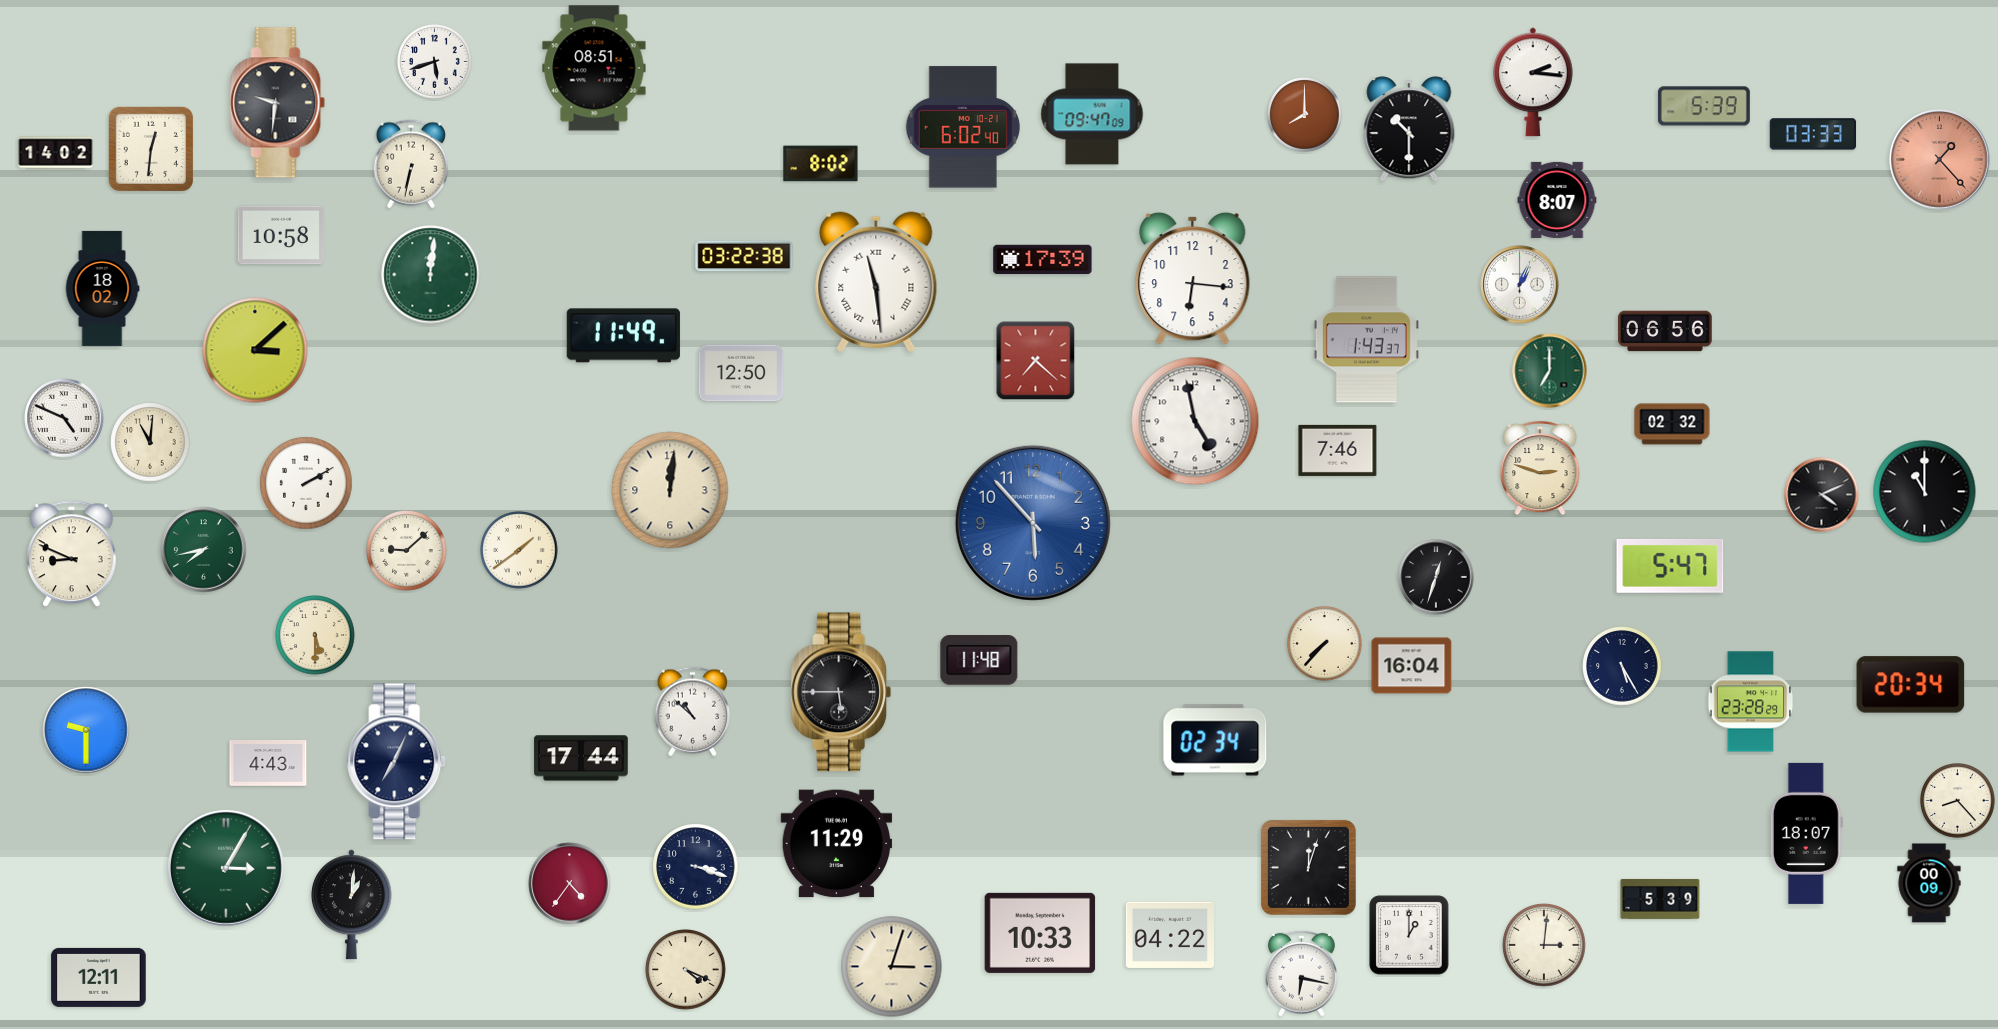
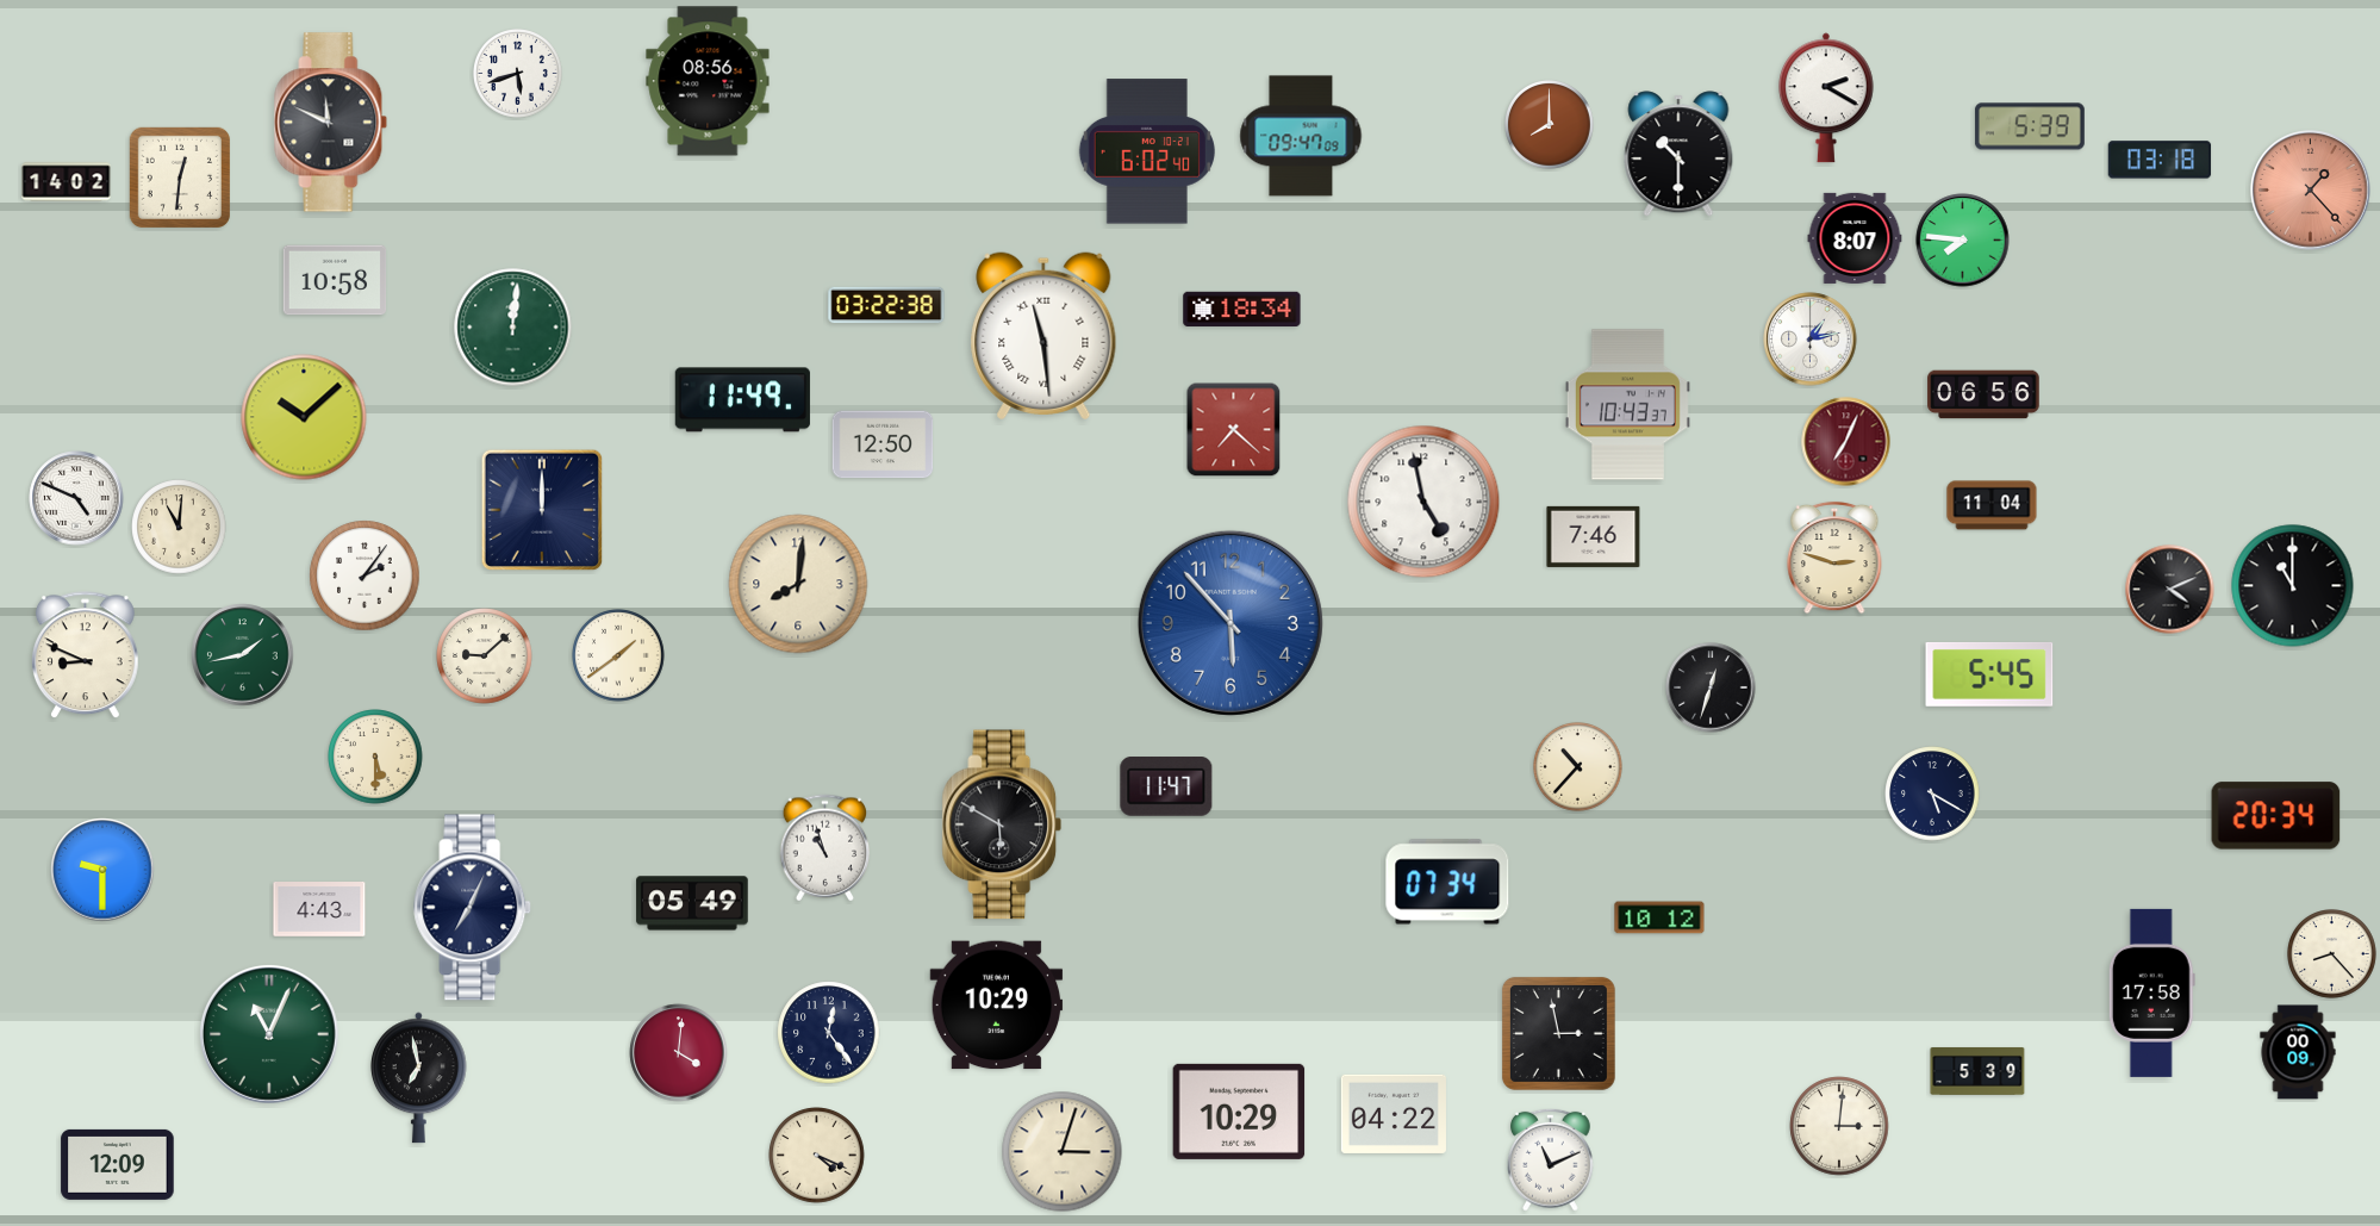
clock at (594, 68): 08:51 -> 08:56
clock at (1533, 82): 2:16 -> 2:20
clock at (278, 103): 9:31 -> 11:49
clock at (1305, 115) position: (1305, 115) -> (1550, 125)
clock at (1813, 134): 03:33 -> 03:18
clock at (411, 164): 6:32 -> none
clock at (821, 164): 8:02 -> none
clock at (1963, 241): none -> 7:46
clock at (1043, 259): 17:39 -> 18:34
clock at (1193, 278): 6:16 -> none
clock at (1520, 285): 1:04 -> 1:13
clock at (102, 288): 18:02 -> none
clock at (1366, 340): 1:43 -> 10:43
clock at (255, 350): 3:08 -> 10:08
clock at (1550, 371): 7:00 -> 7:04
clock at (1550, 371) dial: green -> burgundy
clock at (1672, 424): 02:32 -> 11:04
clock at (542, 510): none -> 12:00
clock at (306, 483): 2:10 -> 2:06
clock at (670, 490): 12:01 -> 8:01
clock at (204, 550): 7:43 -> 1:43
clock at (71, 554) position: (71, 554) -> (85, 655)
clock at (1670, 566): 5:47 -> 5:45
clock at (1325, 644): 7:37 -> 10:37
clock at (979, 661): 11:48 -> 11:47
clock at (1412, 666): 16:04 -> none
clock at (1622, 666): 5:25 -> 5:20
clock at (841, 692): 5:45 -> 5:50
clock at (1751, 702): 23:28 -> none
clock at (693, 712): 10:52 -> 10:57
clock at (1215, 740): 02:34 -> 07:34
clock at (581, 758): 17:44 -> 05:49
clock at (1659, 917): none -> 10:12
clock at (1806, 833): 18:07 -> 17:58
clock at (837, 844): 11:29 -> 10:29
clock at (696, 867): 3:18 -> 12:24
clock at (1308, 867): 12:03 -> 2:58
clock at (226, 868): 3:05 -> 11:04
clock at (570, 884): 4:36 -> 4:01
clock at (351, 905): 1:01 -> 6:58
clock at (1040, 933): 10:33 -> 10:29
clock at (1409, 935): 1:00 -> none
clock at (1302, 973): 6:17 -> 11:11
clock at (99, 977): 12:11 -> 12:09
